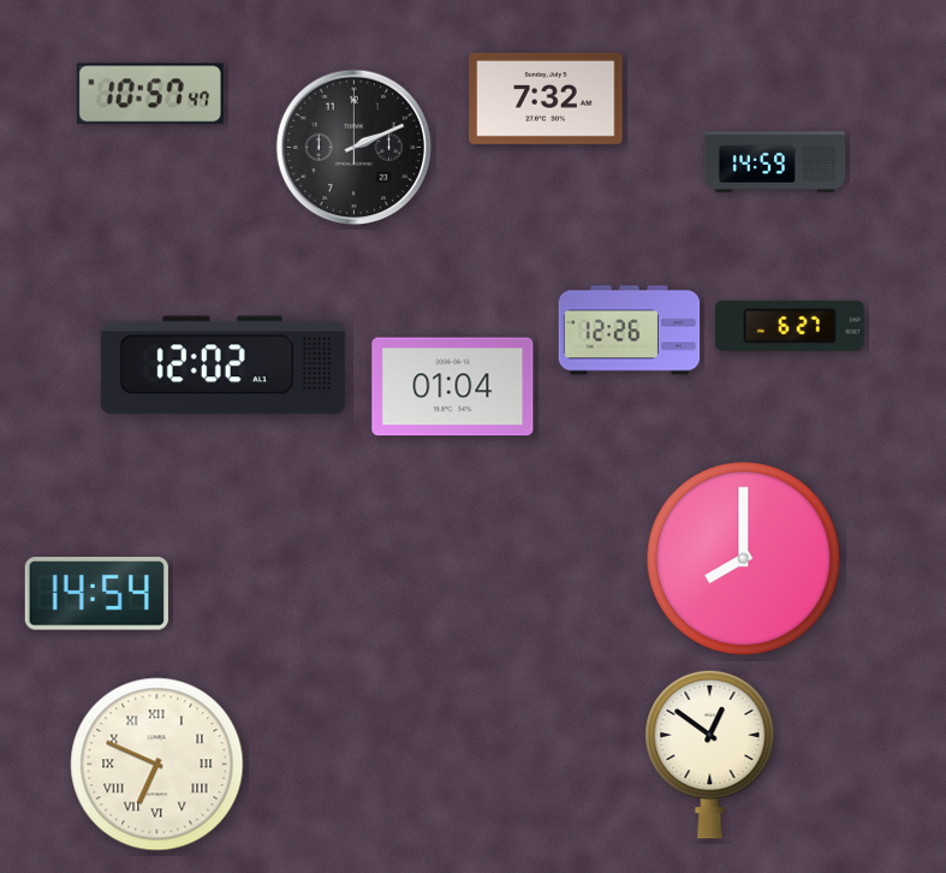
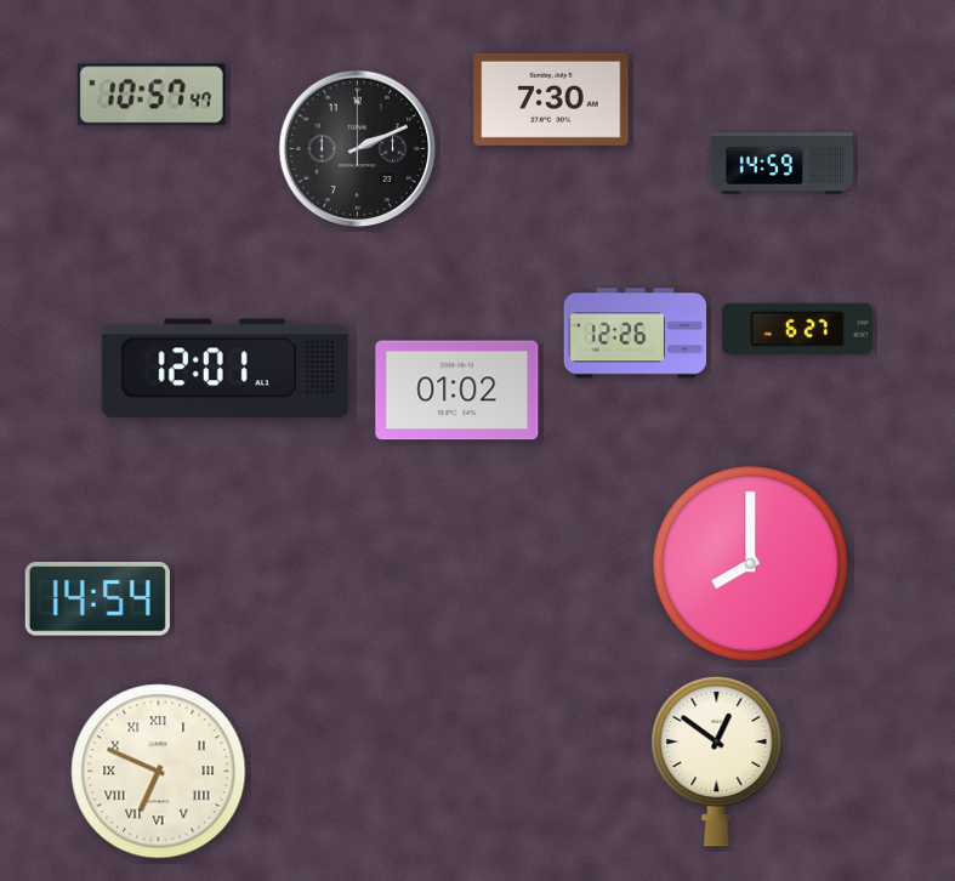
clock at (546, 99): 7:32 -> 7:30
clock at (222, 366): 12:02 -> 12:01
clock at (453, 387): 01:04 -> 01:02
